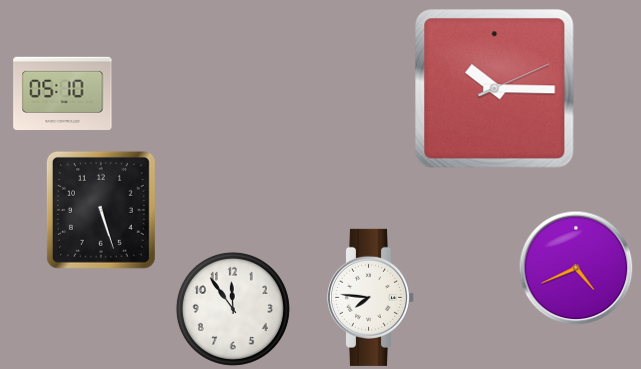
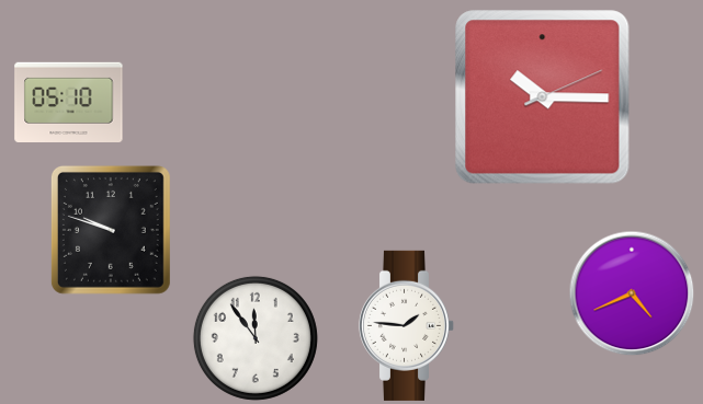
clock at (101, 210): 5:27 -> 9:48
clock at (371, 297): 7:46 -> 1:46
